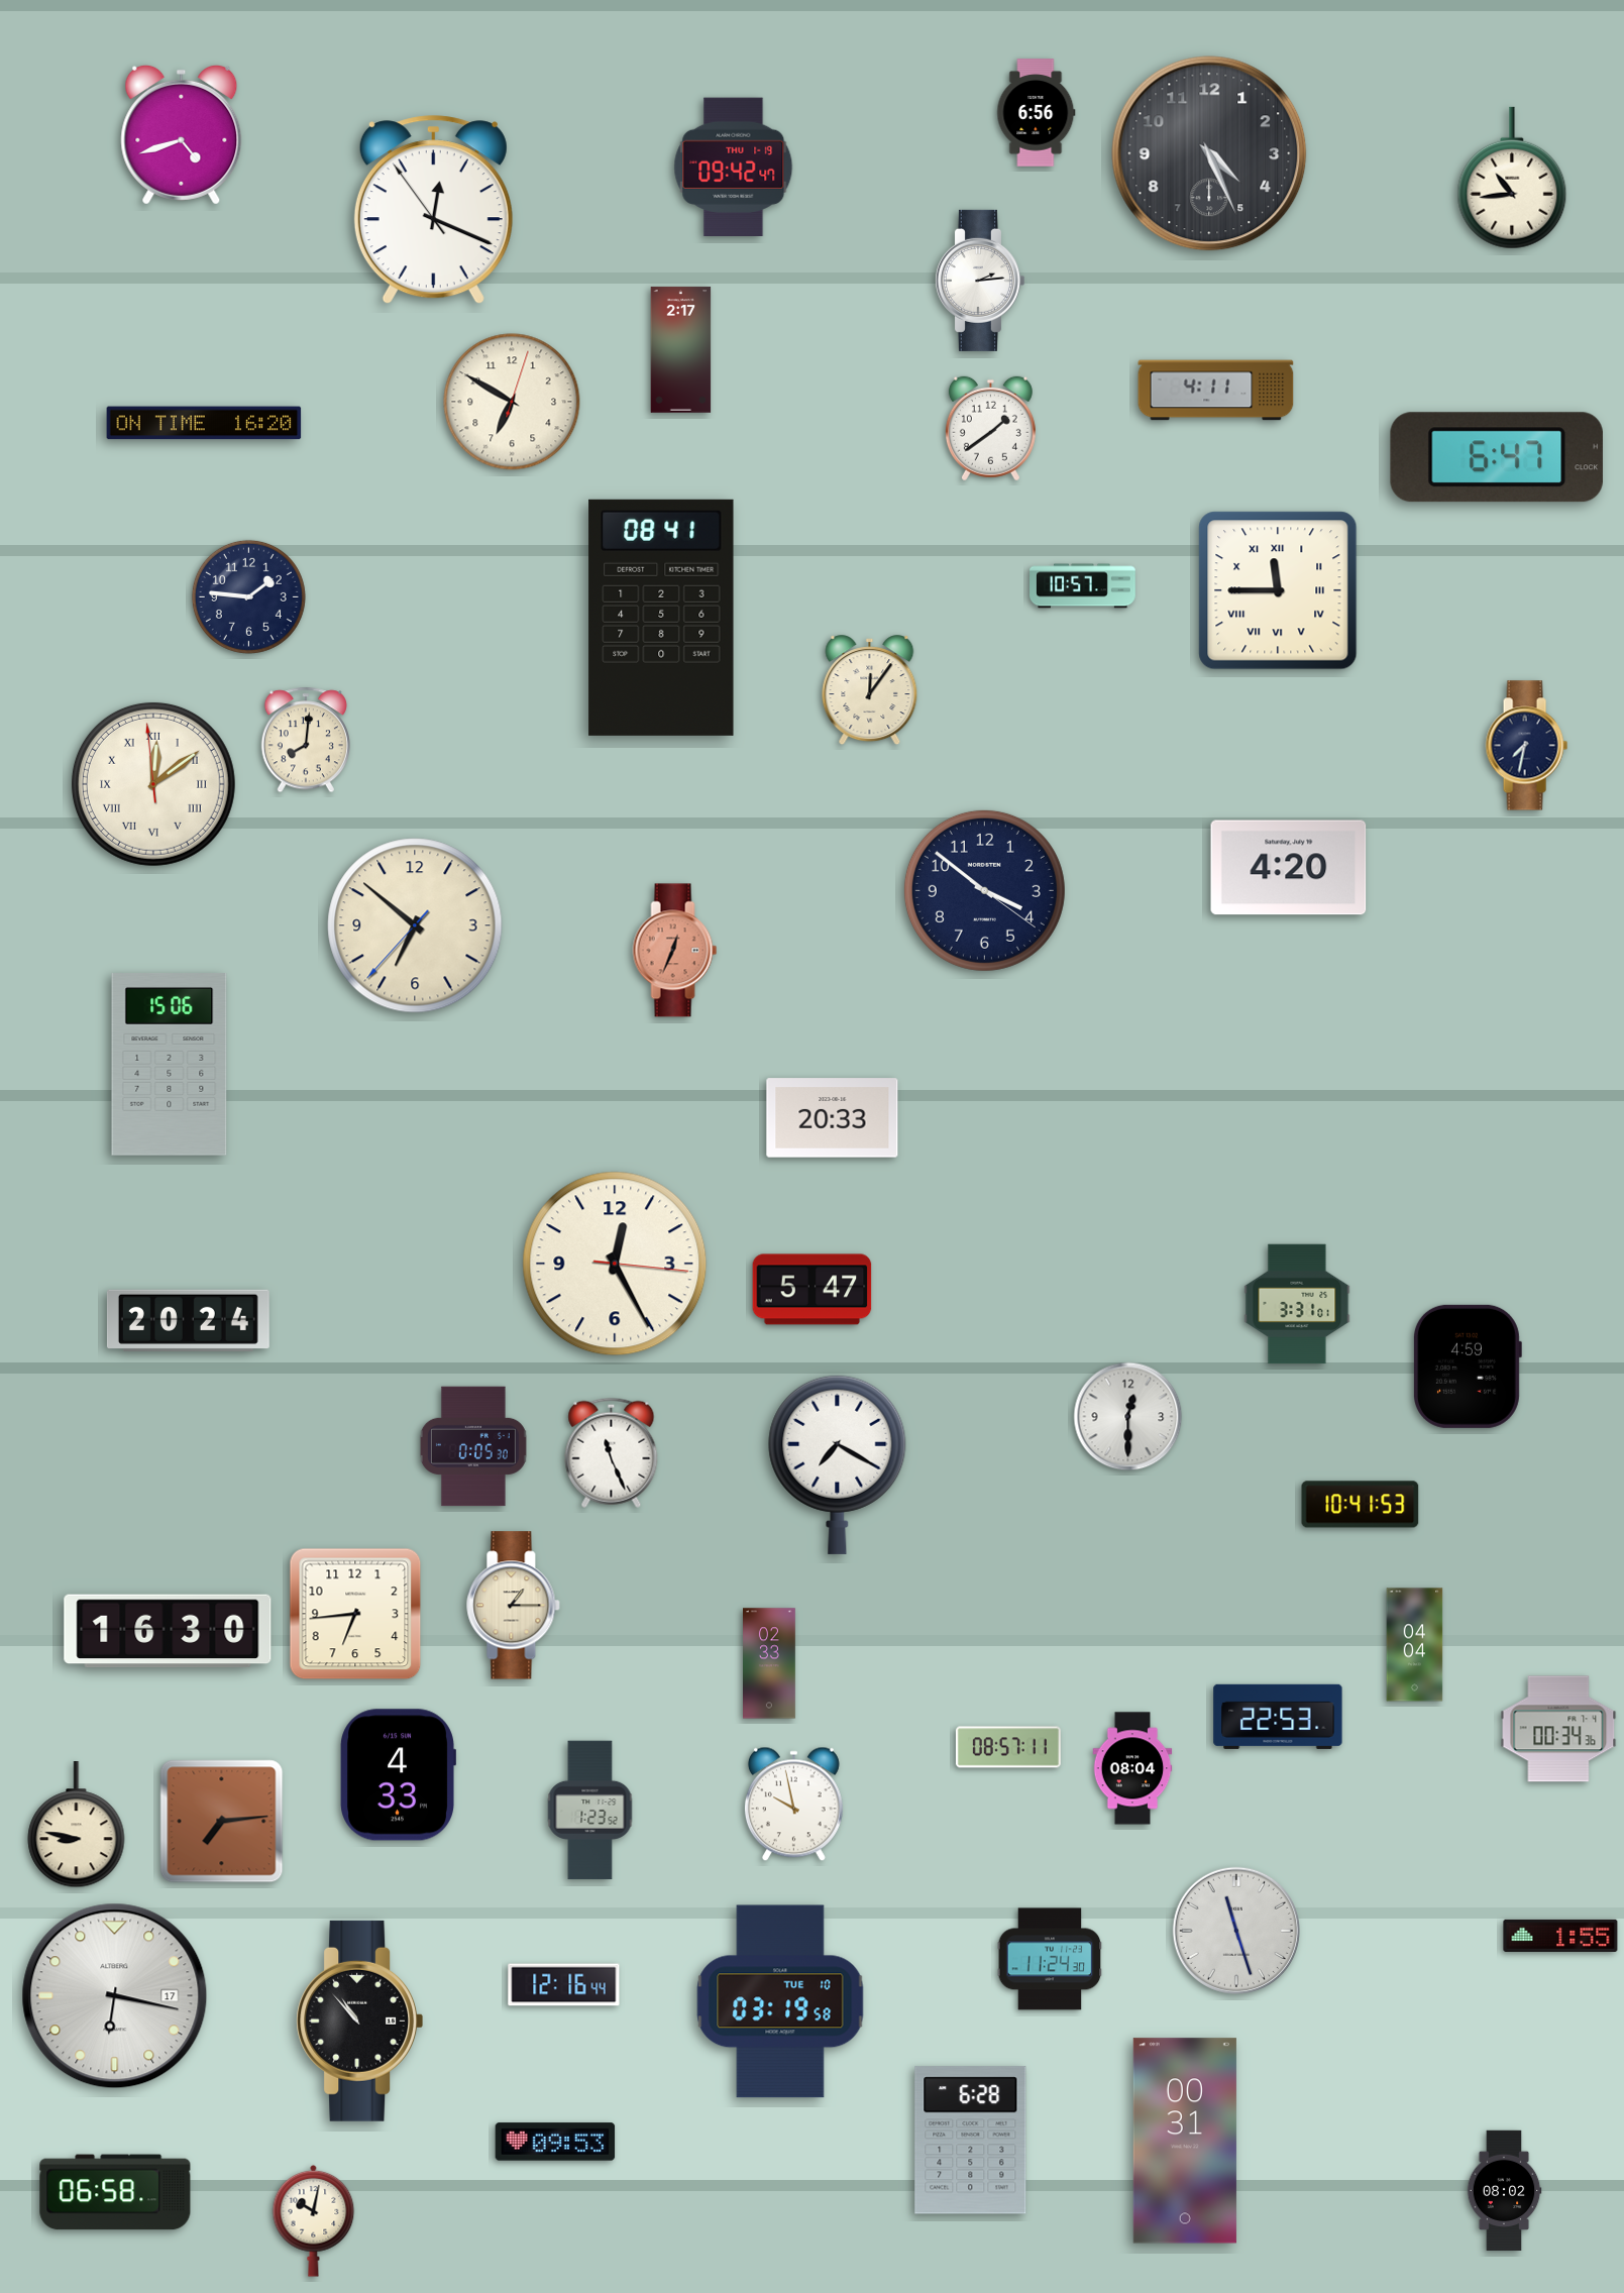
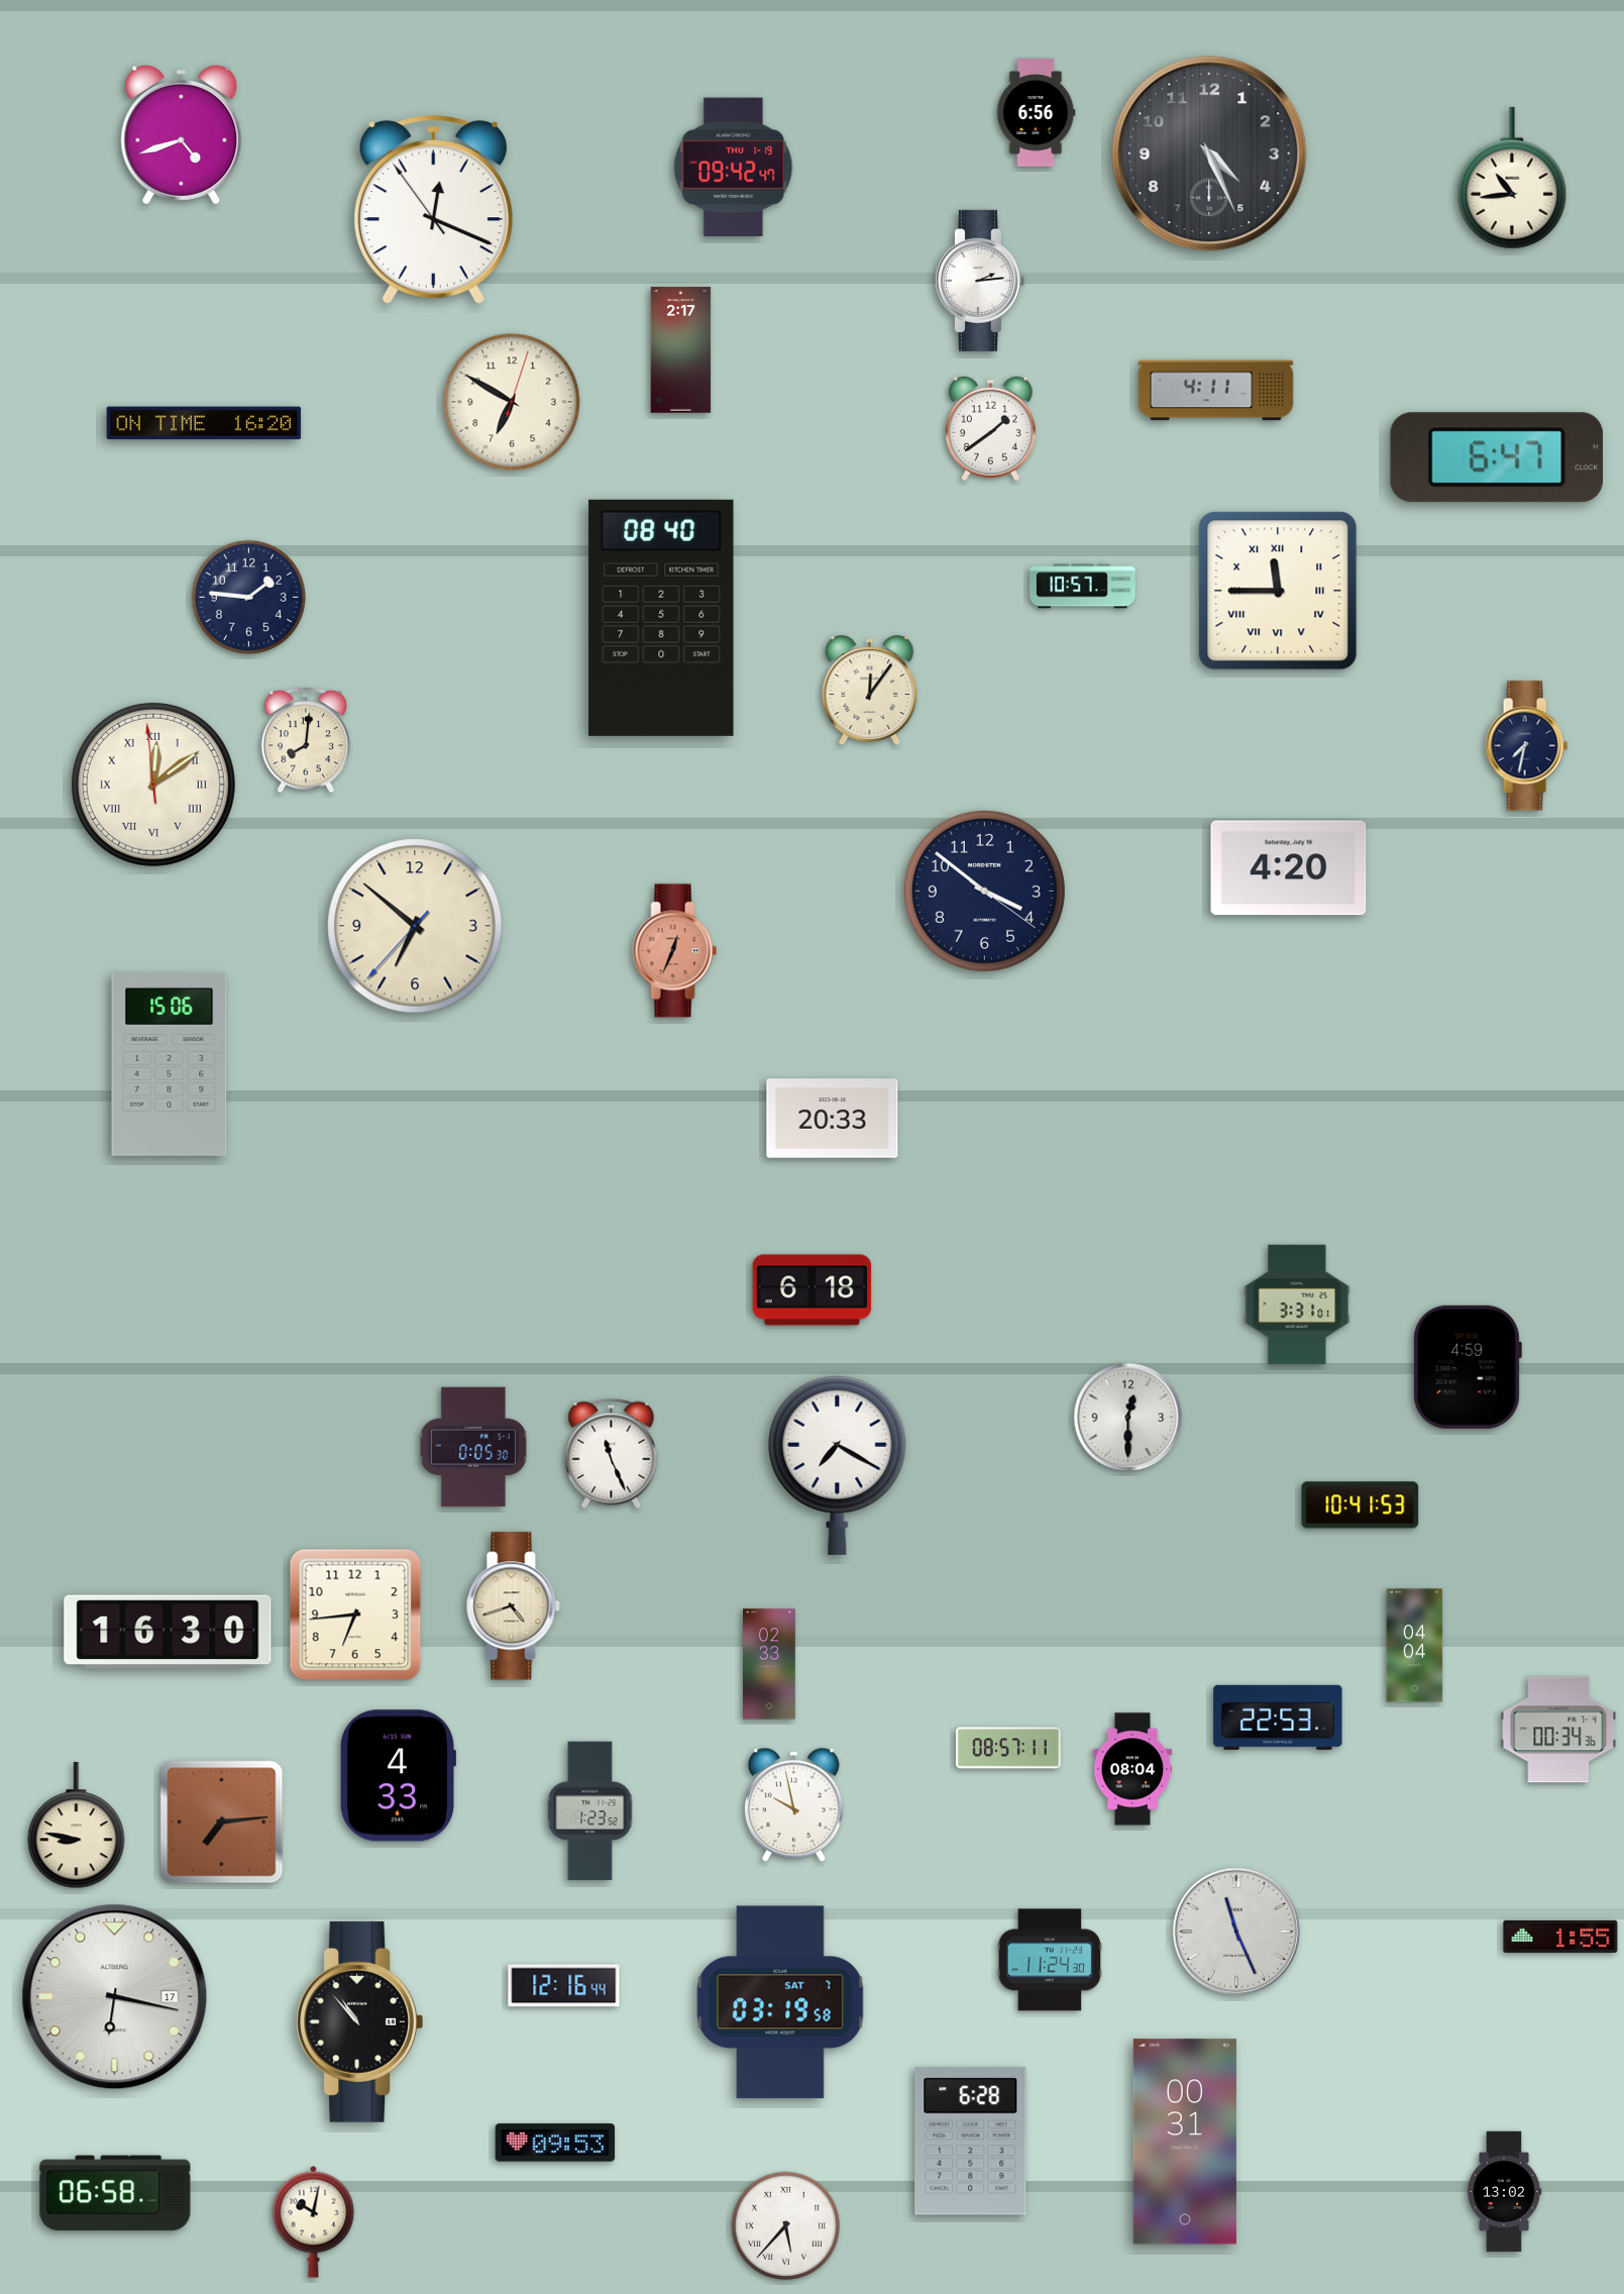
clock at (661, 618): 08:41 -> 08:40
clock at (615, 1264): 12:25 -> none
clock at (813, 1290): 5:47 -> 6:18
clock at (188, 1320): 20:24 -> none
clock at (514, 1606): 1:15 -> 4:42
clock at (1236, 1931): 11:27 -> 11:26
clock at (780, 2001) date: TUE 10 -> SAT 7
clock at (1504, 2191): 08:02 -> 13:02
clock at (785, 2225): none -> 5:37
